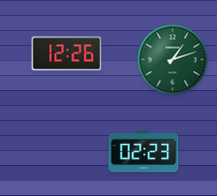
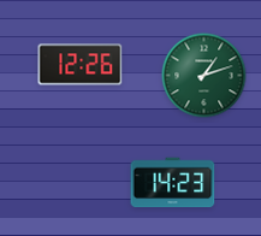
clock at (173, 60) position: (173, 60) -> (204, 76)
clock at (144, 152): 02:23 -> 14:23
